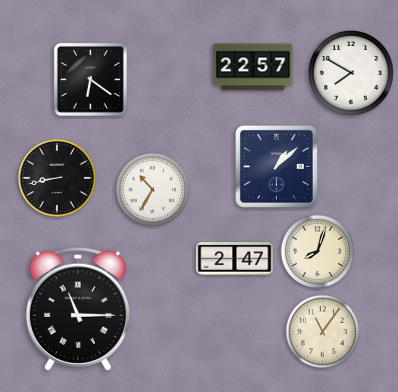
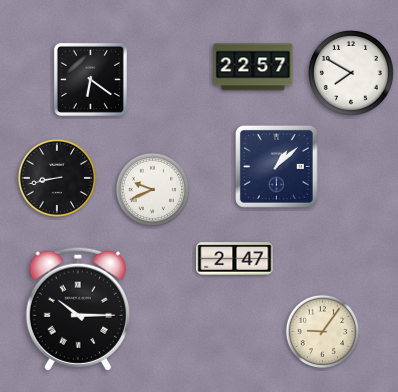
clock at (153, 190): 10:35 -> 9:41
clock at (318, 252): 8:03 -> none
clock at (78, 309): 11:15 -> 10:15
clock at (323, 332): 11:06 -> 9:06
